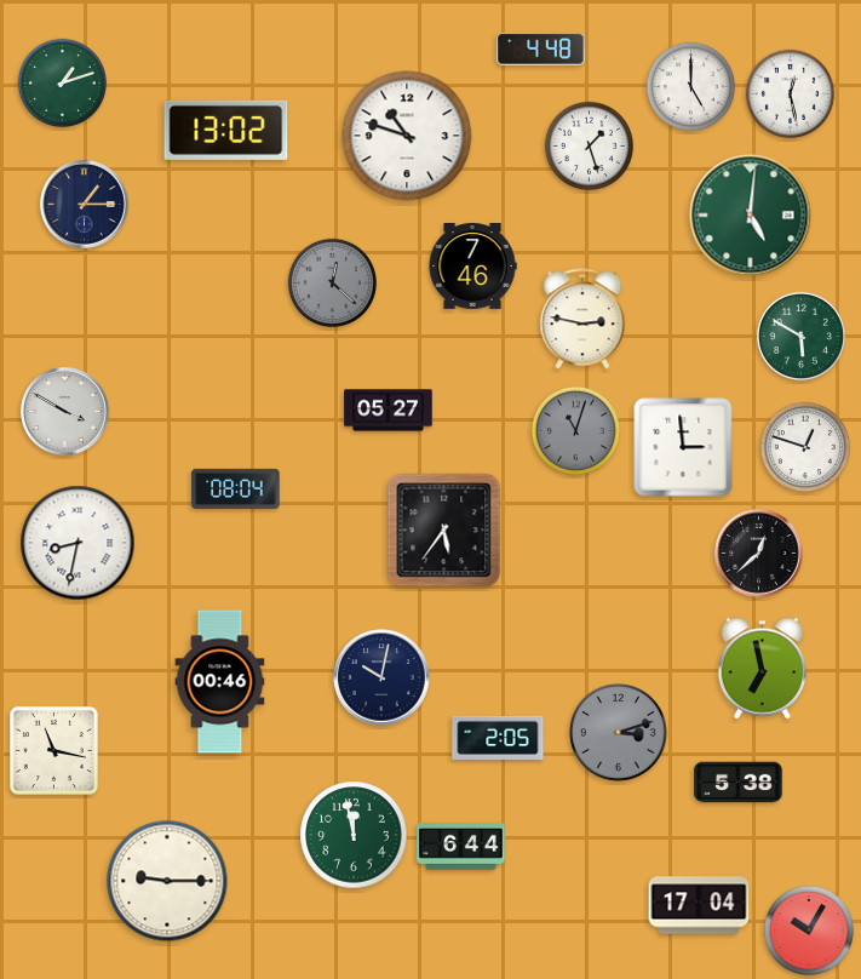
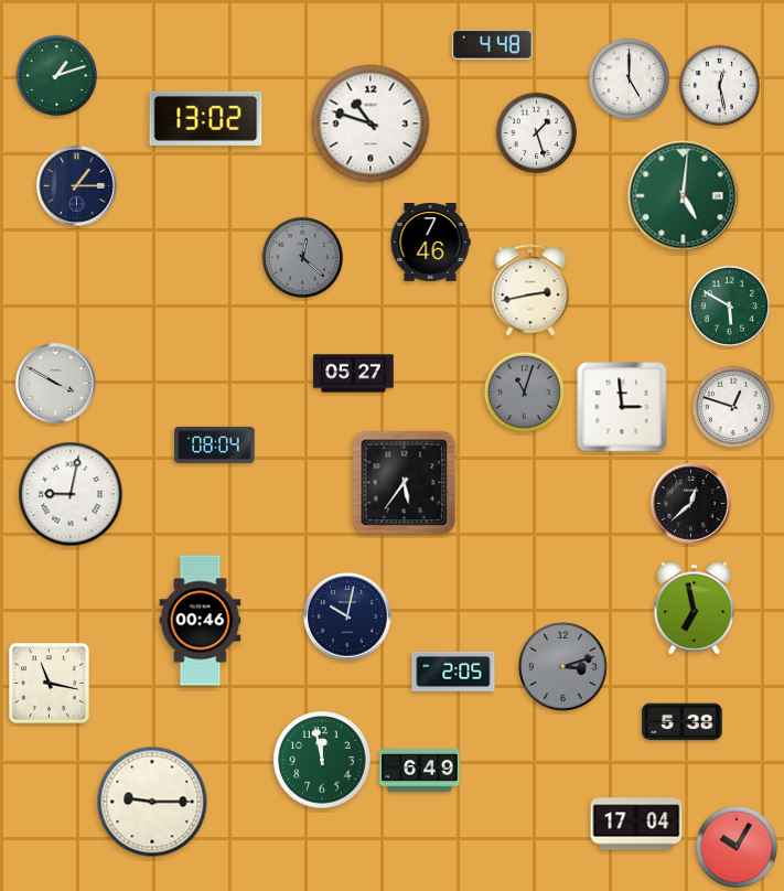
clock at (582, 319): 2:47 -> 2:43
clock at (65, 412) position: (65, 412) -> (56, 384)
clock at (78, 543): 8:32 -> 9:02
clock at (739, 783) position: (739, 783) -> (683, 722)
clock at (461, 847): 6:44 -> 6:49
